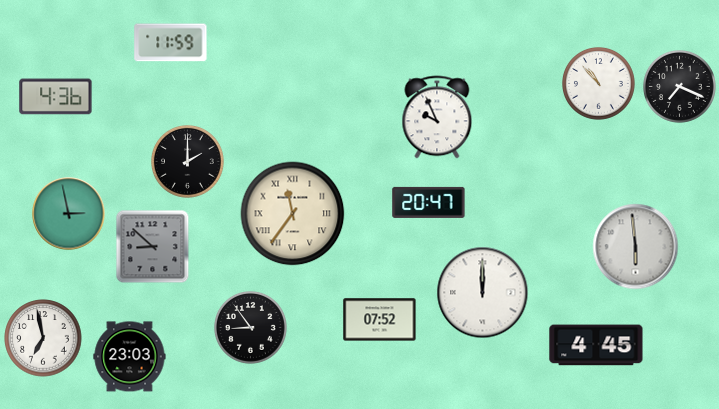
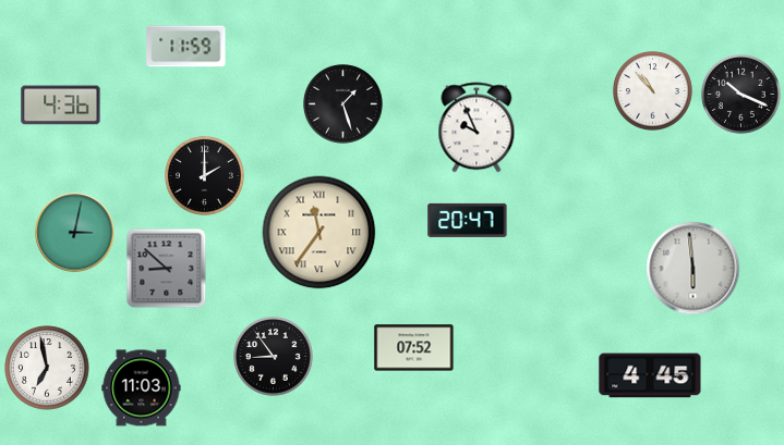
clock at (680, 87): 7:19 -> 10:19
clock at (343, 104): none -> 1:27
clock at (69, 214): 2:58 -> 3:02
clock at (483, 293): 12:00 -> none
clock at (130, 357): 23:03 -> 11:03
